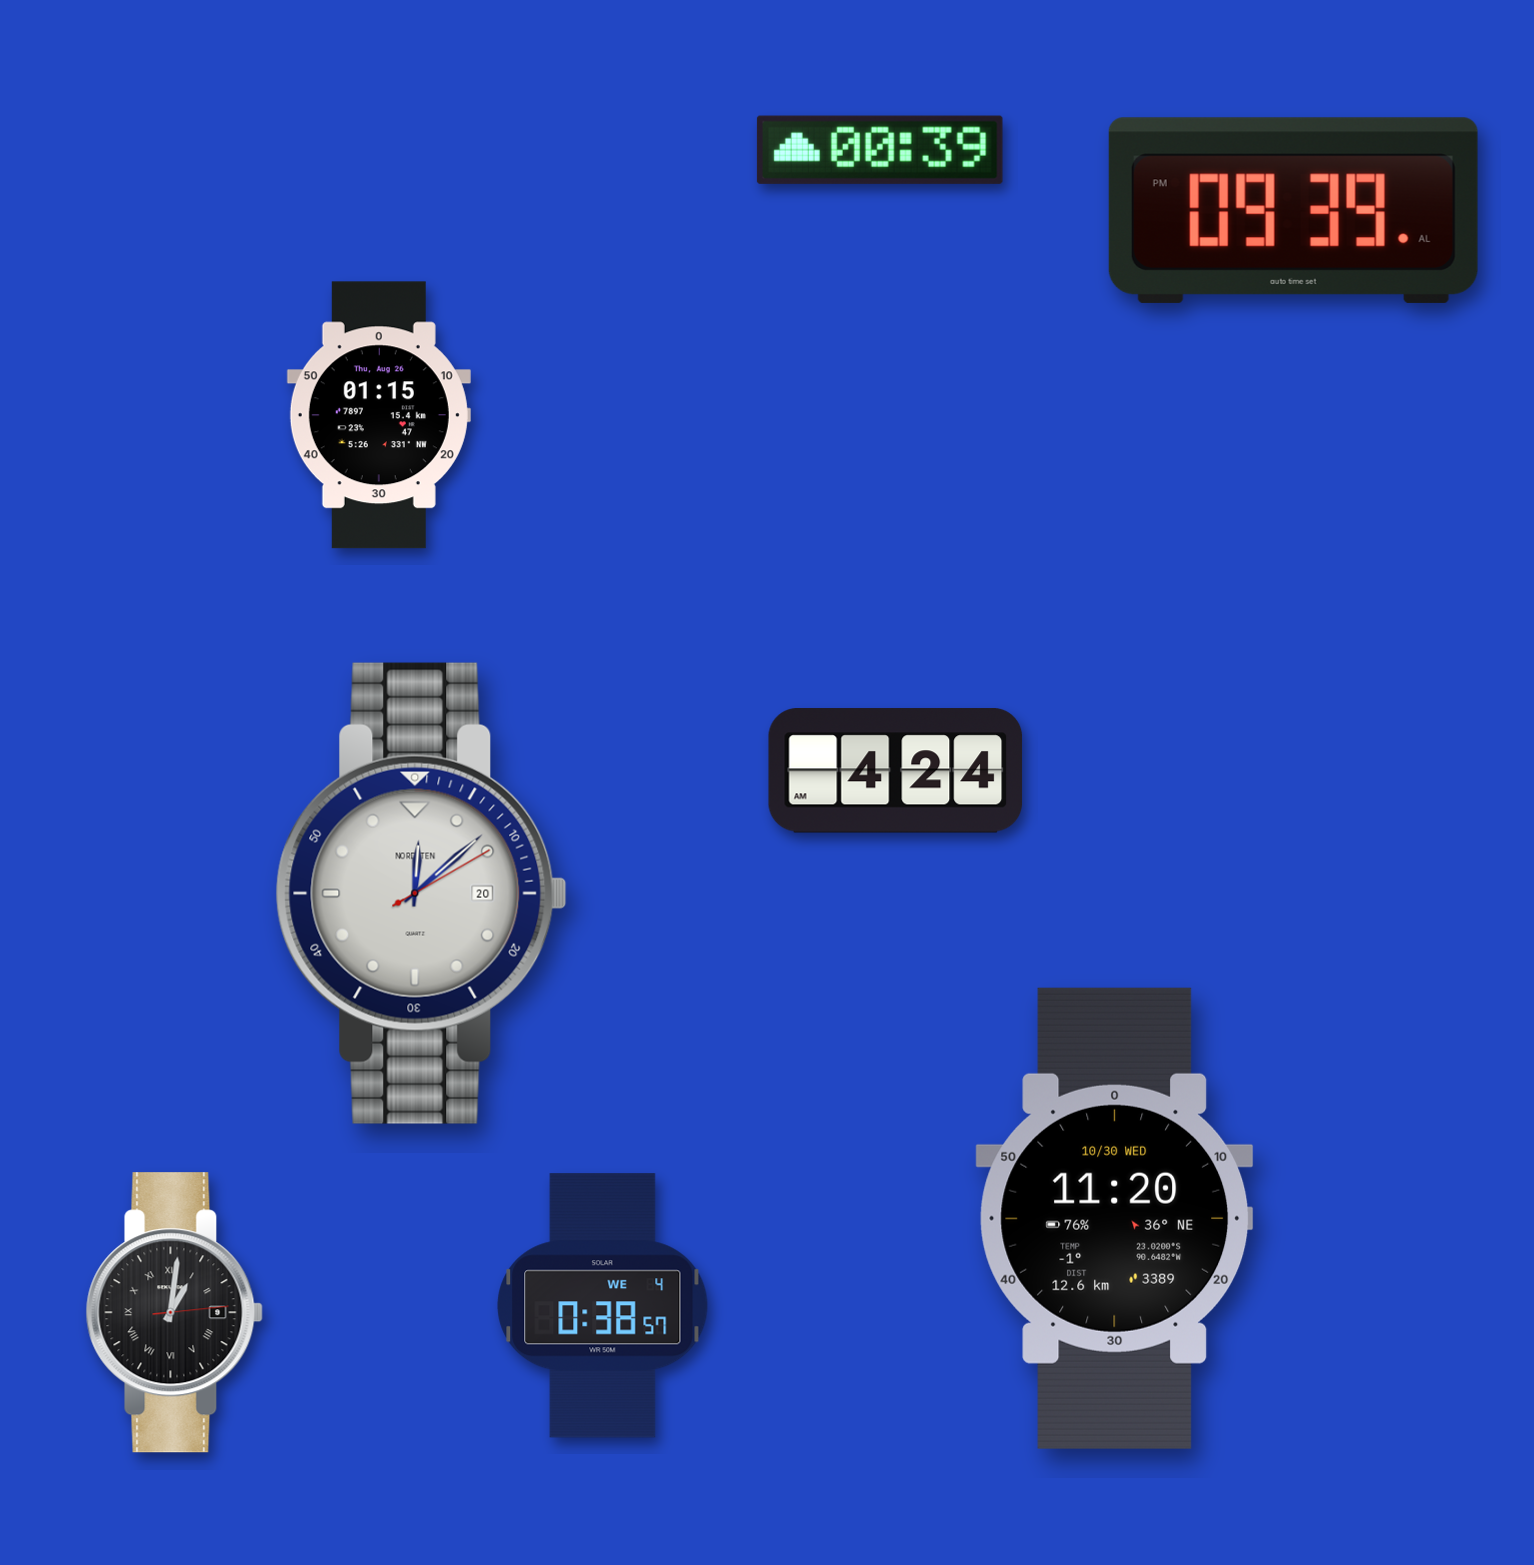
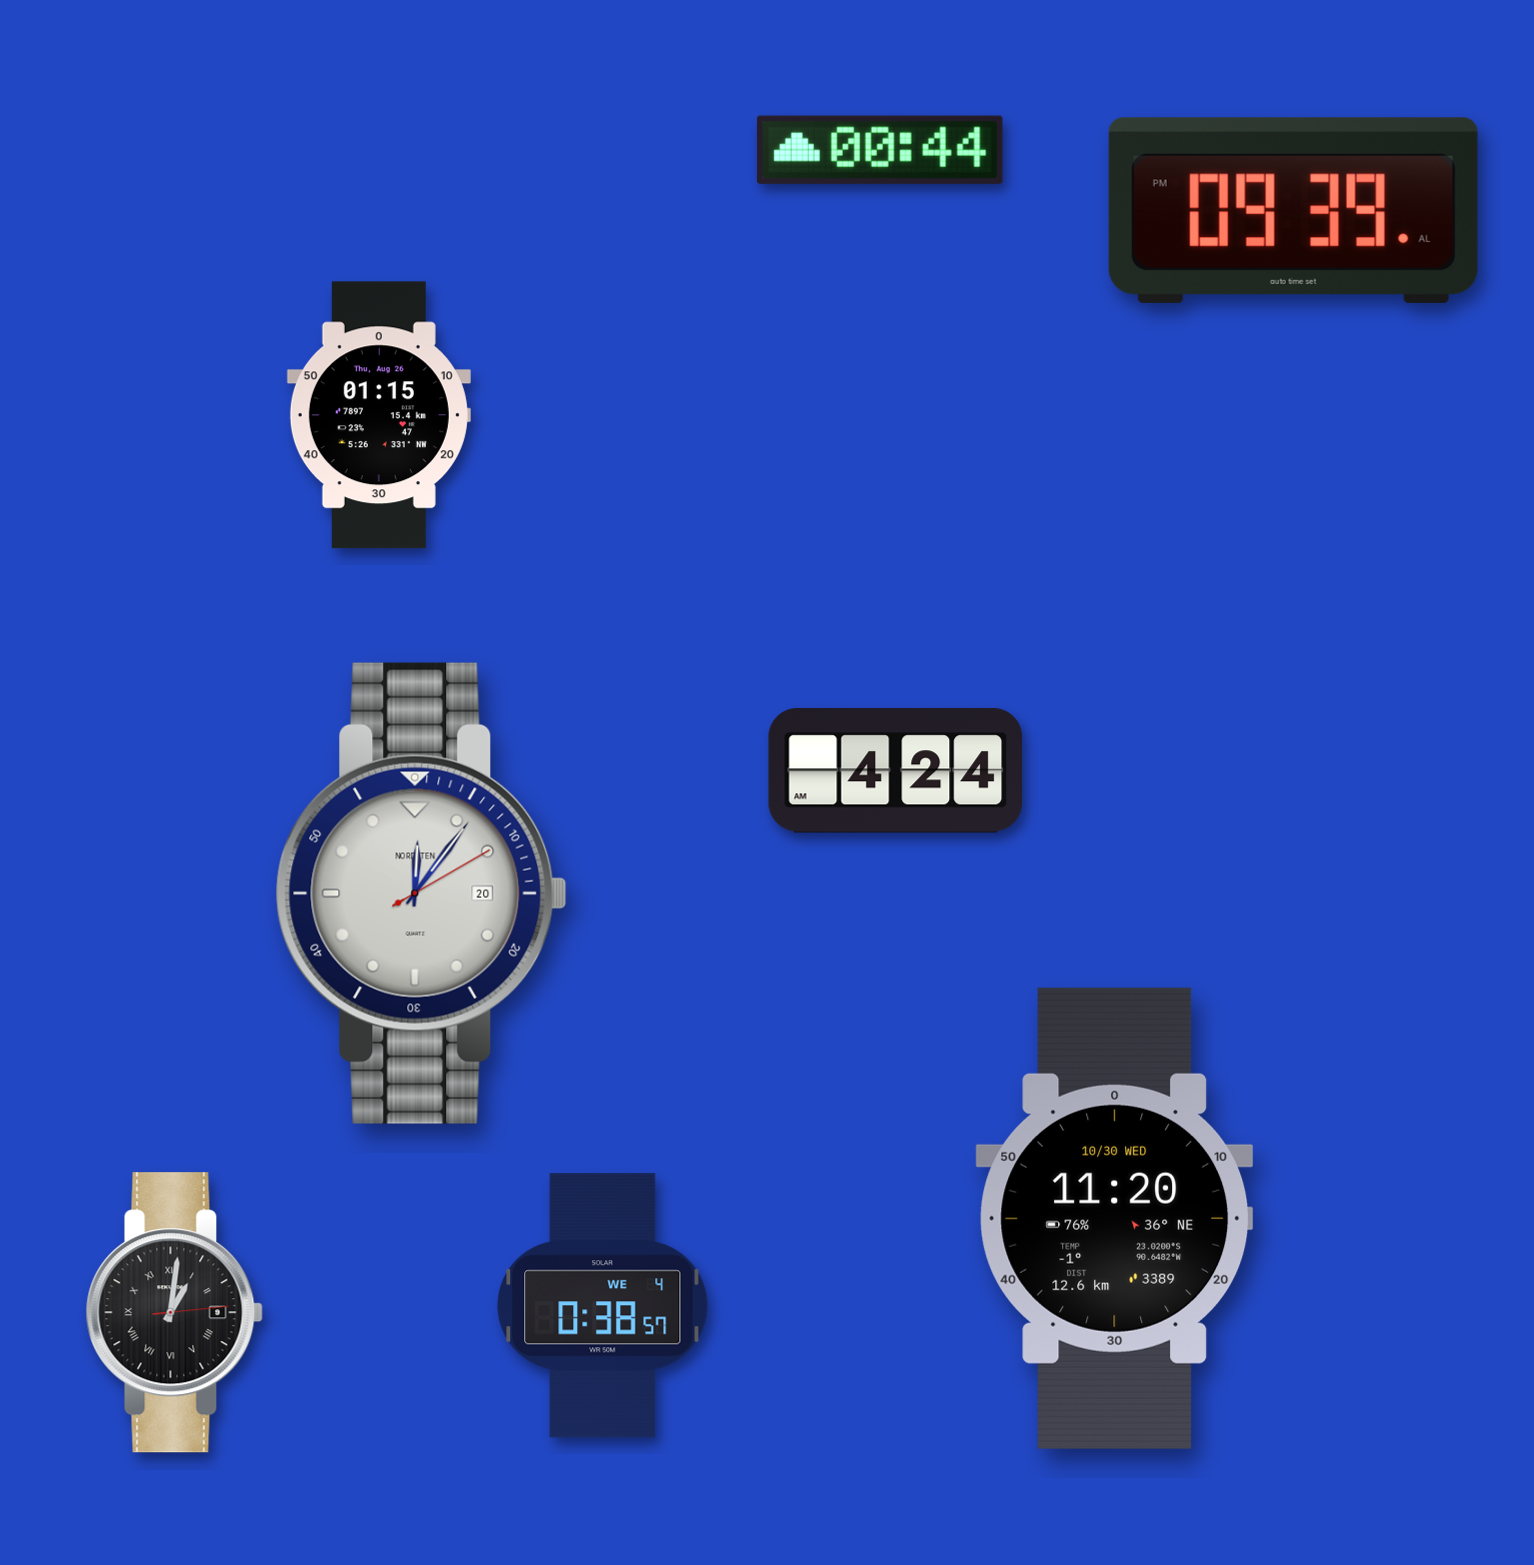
clock at (880, 150): 00:39 -> 00:44
clock at (421, 893): 12:08 -> 12:06
